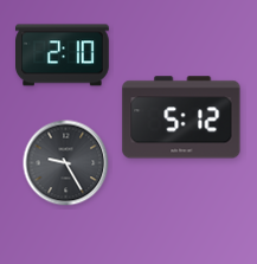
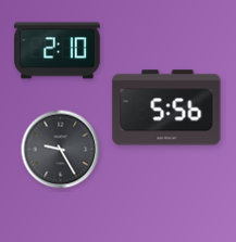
clock at (181, 117): 5:12 -> 5:56
